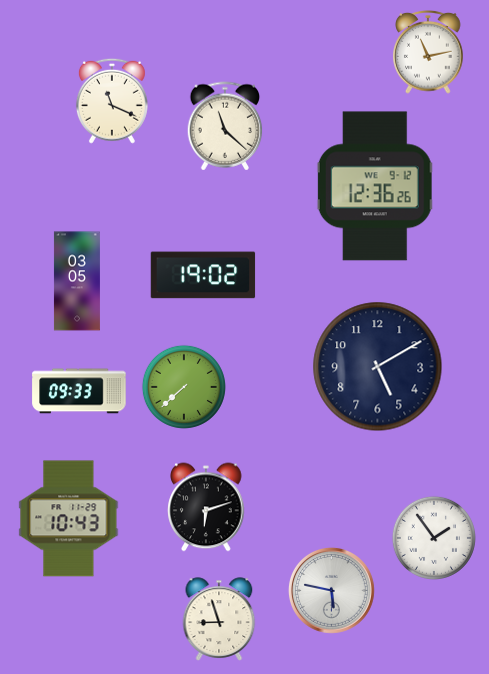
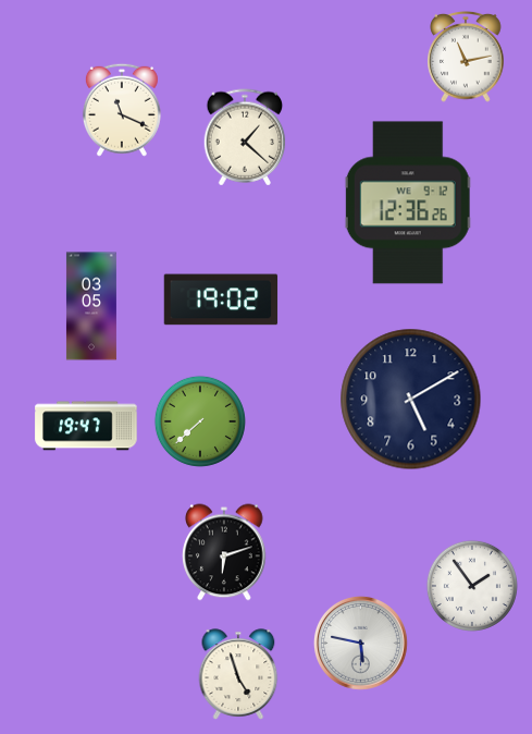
clock at (225, 126): 11:22 -> 1:22
clock at (77, 281) position: (77, 281) -> (91, 306)
clock at (79, 391): 09:33 -> 19:47
clock at (69, 519): 10:43 -> none
clock at (219, 619): 8:57 -> 4:57
